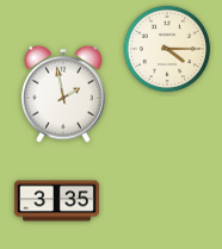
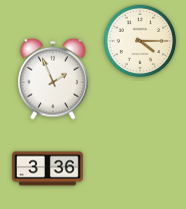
clock at (63, 94): 1:58 -> 1:56
clock at (56, 201): 3:35 -> 3:36
